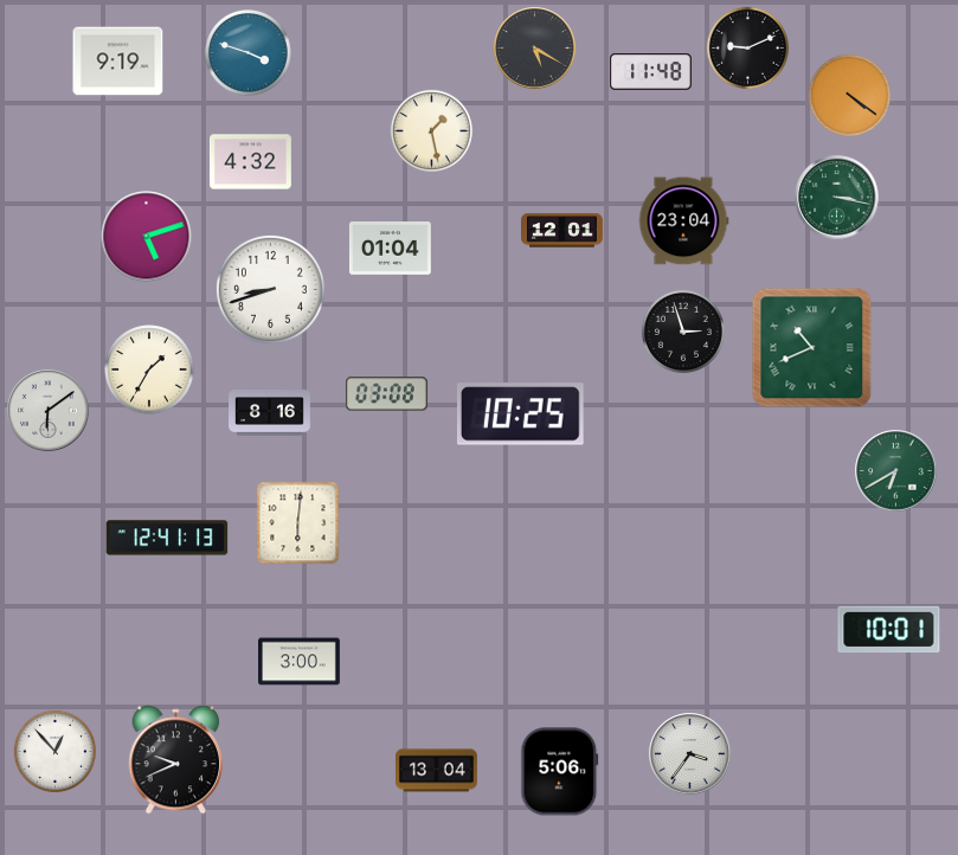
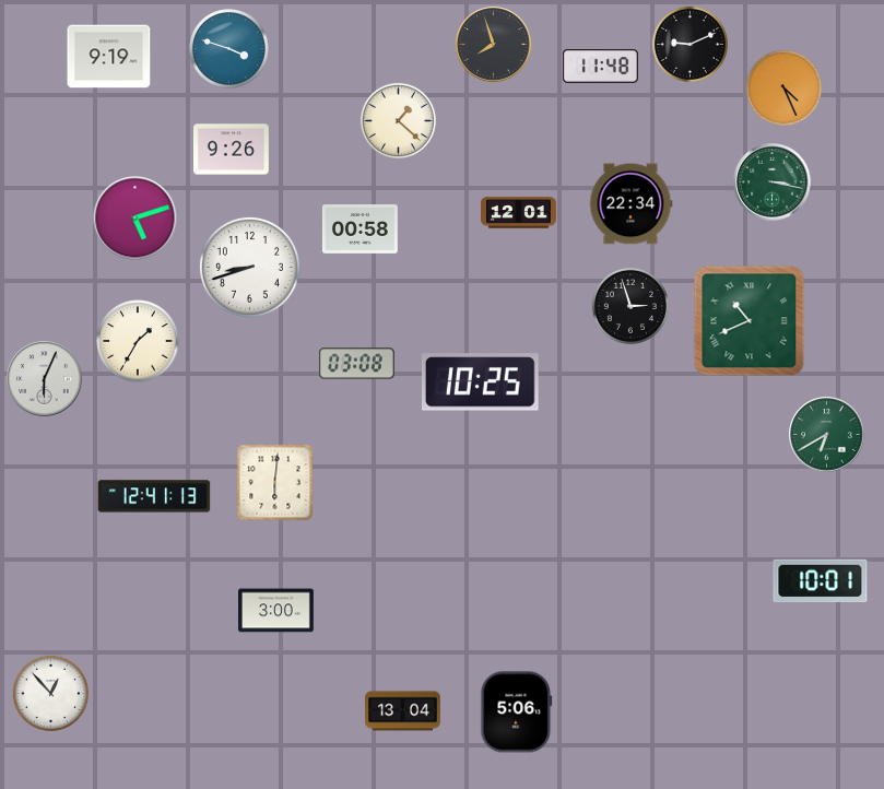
clock at (535, 49): 5:20 -> 7:57
clock at (849, 95): 4:21 -> 4:26
clock at (431, 130): 1:28 -> 1:22
clock at (251, 162): 4:32 -> 9:26
clock at (683, 221): 23:04 -> 22:34
clock at (391, 249): 01:04 -> 00:58
clock at (49, 411): 6:09 -> 6:04
clock at (270, 413): 8:16 -> none
clock at (690, 754): 3:36 -> none
clock at (176, 760): 9:41 -> none
